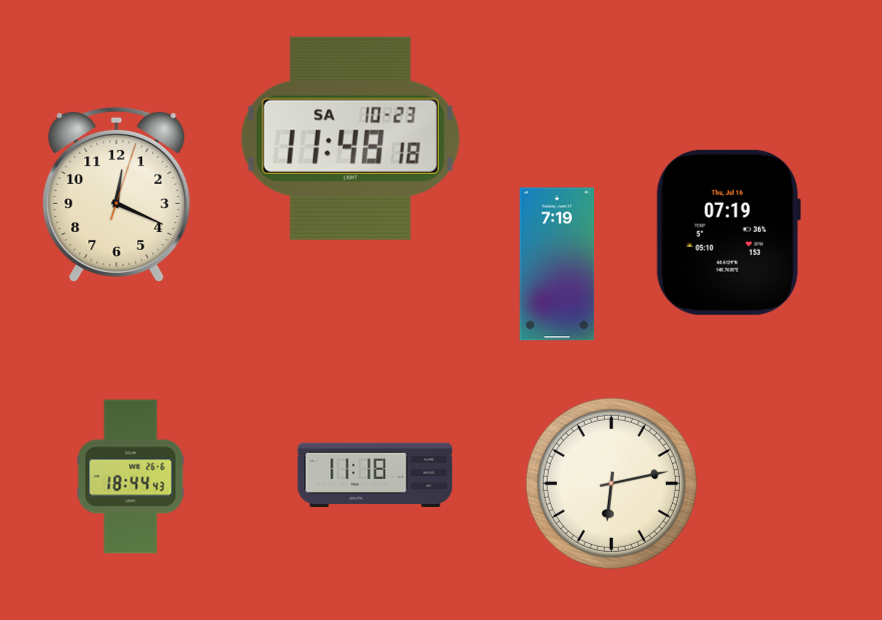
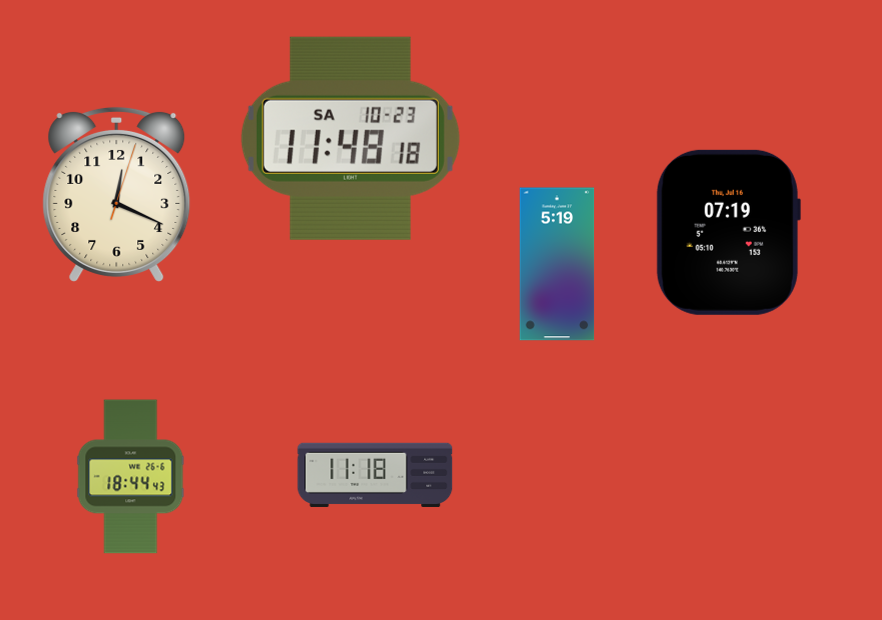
clock at (557, 264): 7:19 -> 5:19
clock at (611, 483): 6:13 -> none
